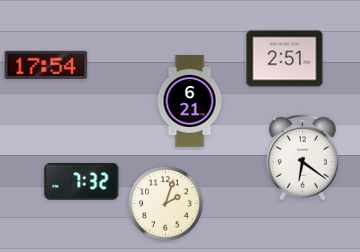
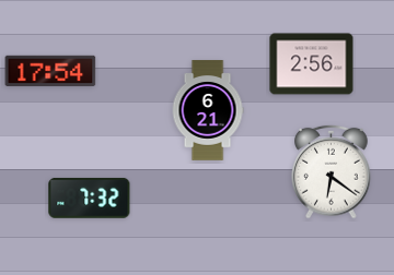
clock at (285, 59): 2:51 -> 2:56
clock at (166, 204): 2:03 -> none
